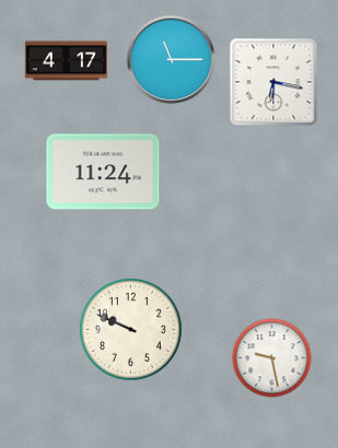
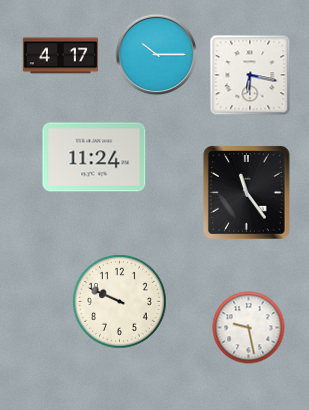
clock at (172, 60): 11:15 -> 10:15
clock at (247, 193): none -> 11:24
